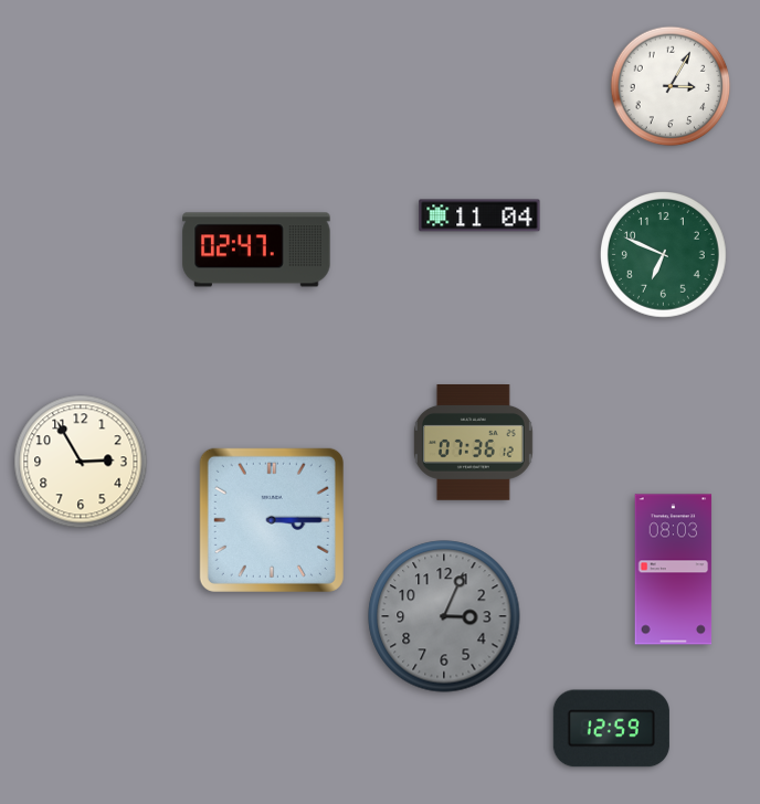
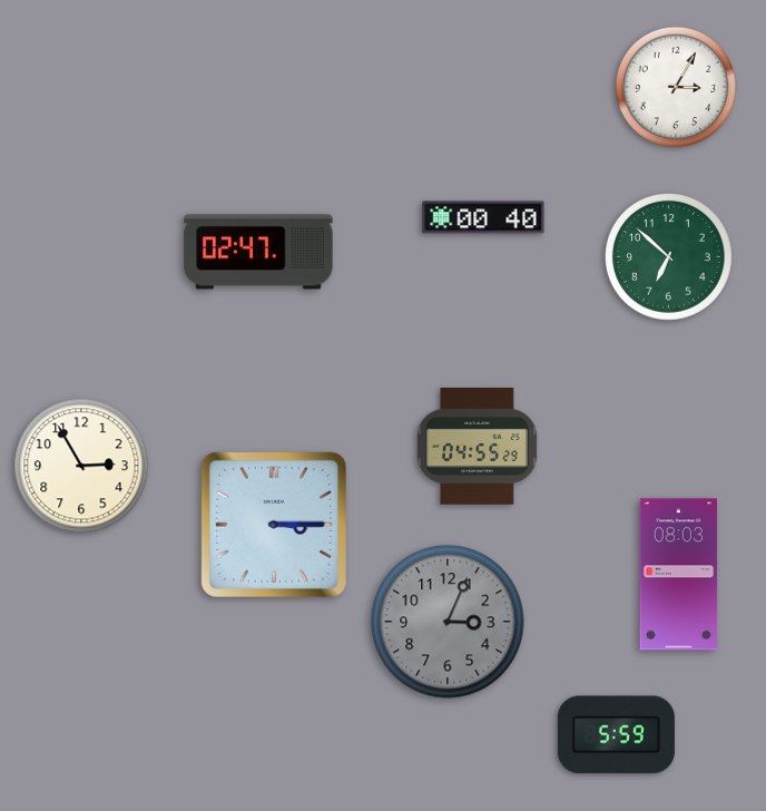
clock at (479, 215): 11:04 -> 00:40
clock at (664, 255): 6:49 -> 6:52
clock at (473, 443): 07:36 -> 04:55
clock at (611, 729): 12:59 -> 5:59
